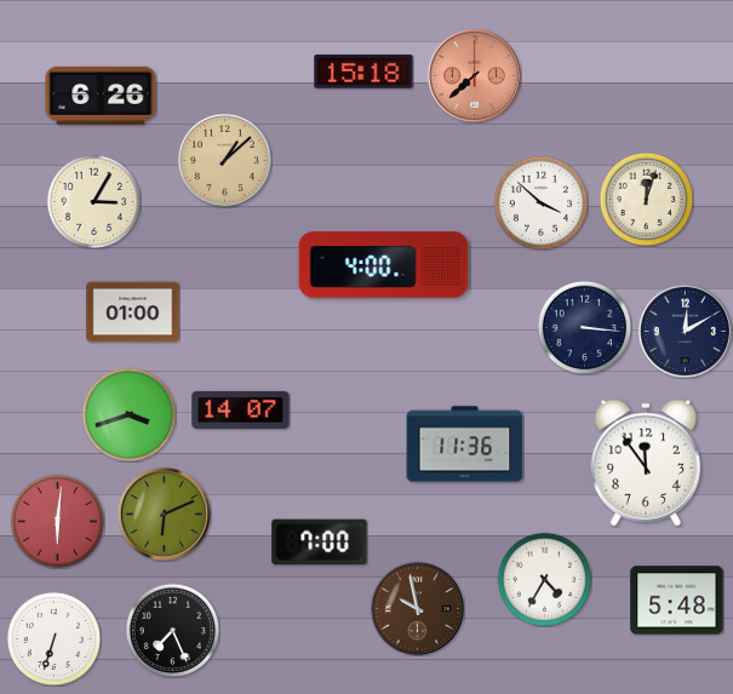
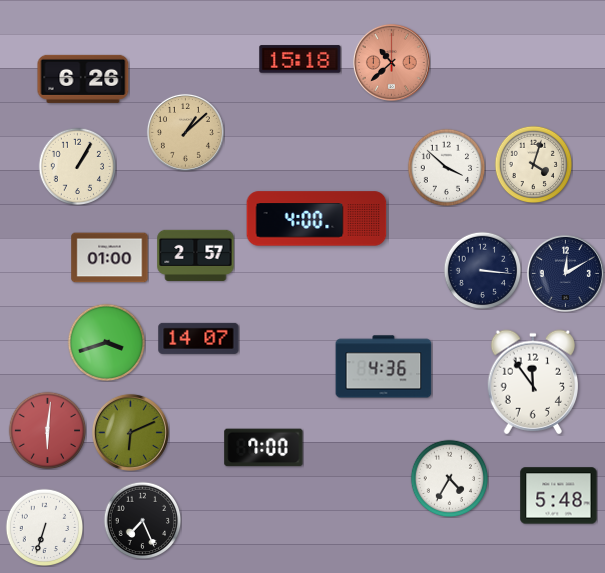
clock at (474, 75): 7:38 -> 10:38
clock at (646, 199): 12:03 -> 4:03
clock at (93, 201): 3:05 -> 1:05
clock at (196, 255): none -> 2:57
clock at (465, 444): 11:36 -> 4:36
clock at (164, 514) position: (164, 514) -> (130, 432)
clock at (417, 608): 9:58 -> none
